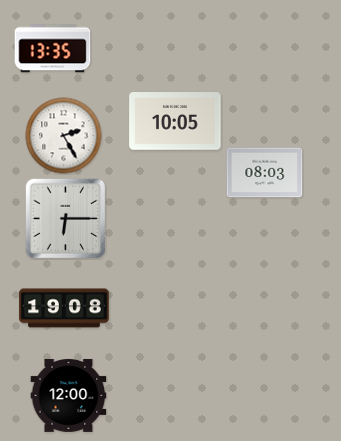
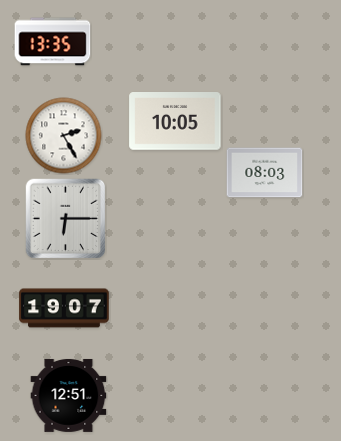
clock at (53, 49) position: (53, 49) -> (53, 42)
clock at (64, 308): 19:08 -> 19:07
clock at (69, 395): 12:00 -> 12:51
